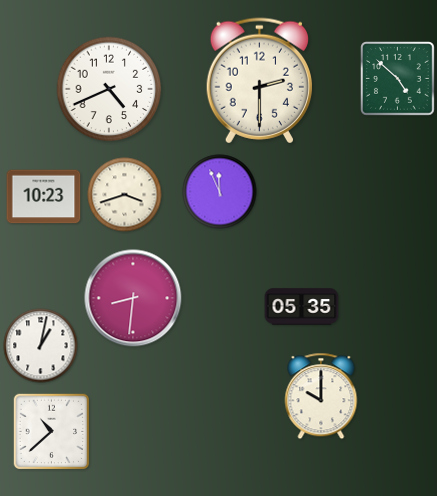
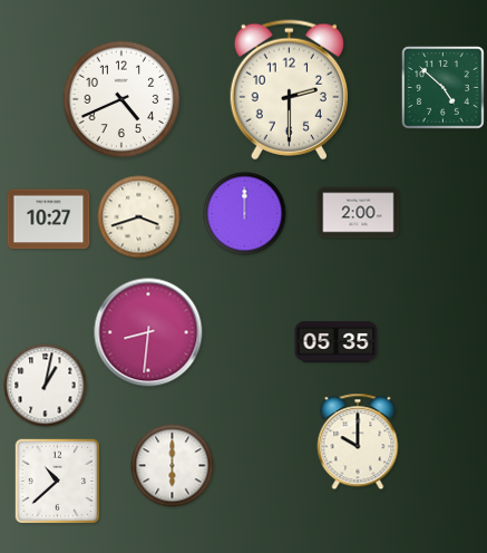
clock at (359, 213): none -> 2:00
clock at (220, 192): 11:56 -> 12:00
clock at (44, 197): 10:23 -> 10:27
clock at (173, 466): none -> 6:00
